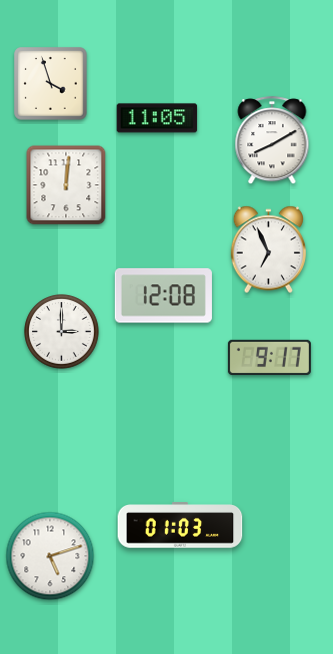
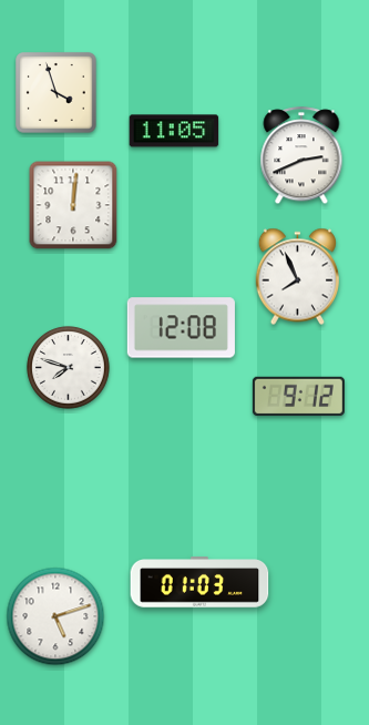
clock at (272, 141): 8:10 -> 2:41
clock at (268, 250): 6:56 -> 7:56
clock at (62, 332): 3:00 -> 7:48
clock at (269, 358): 9:17 -> 9:12
